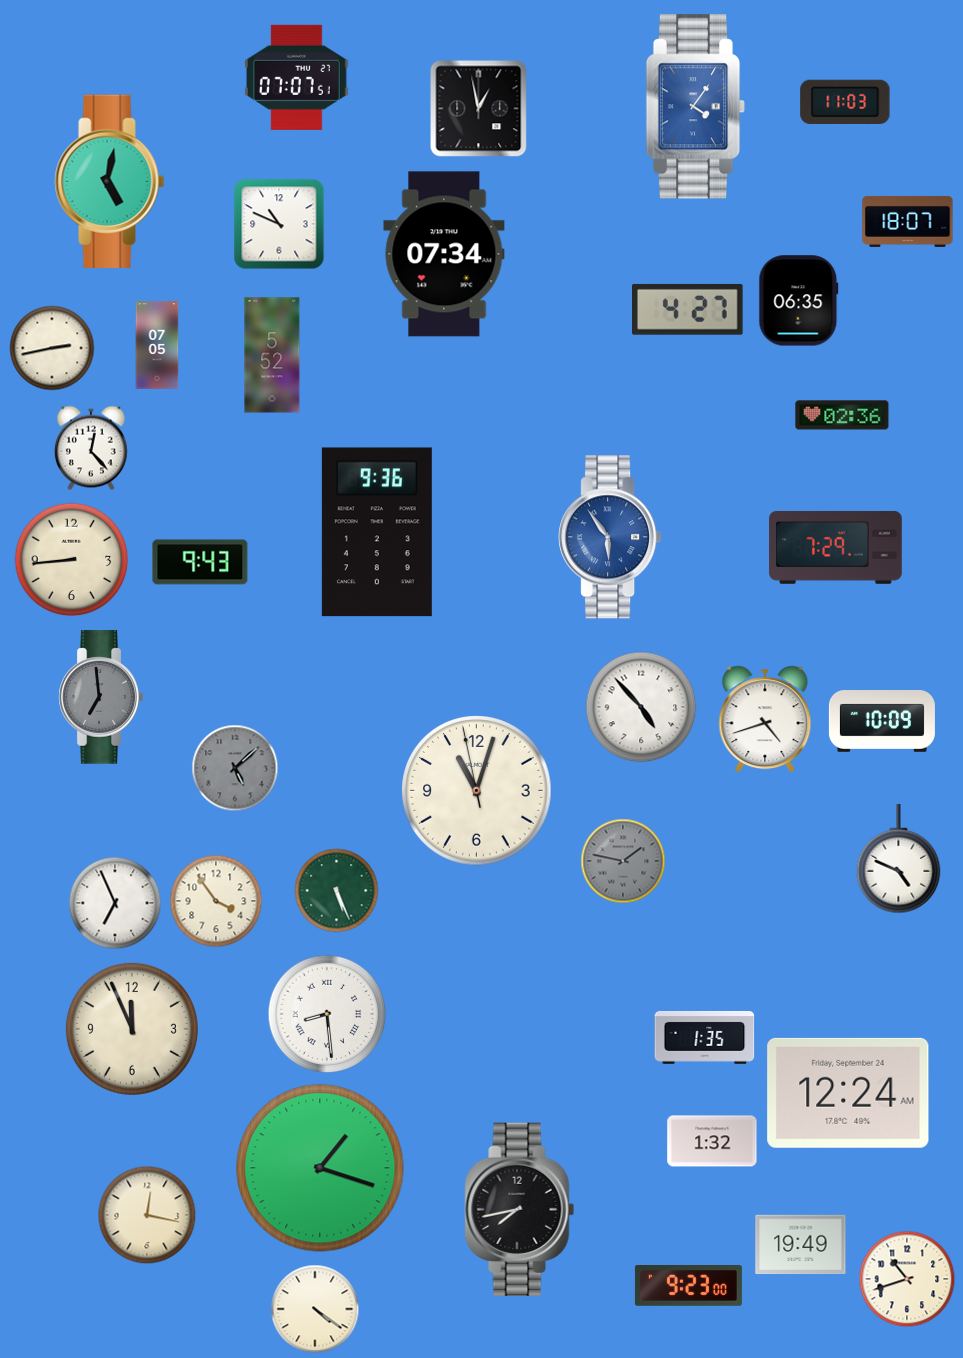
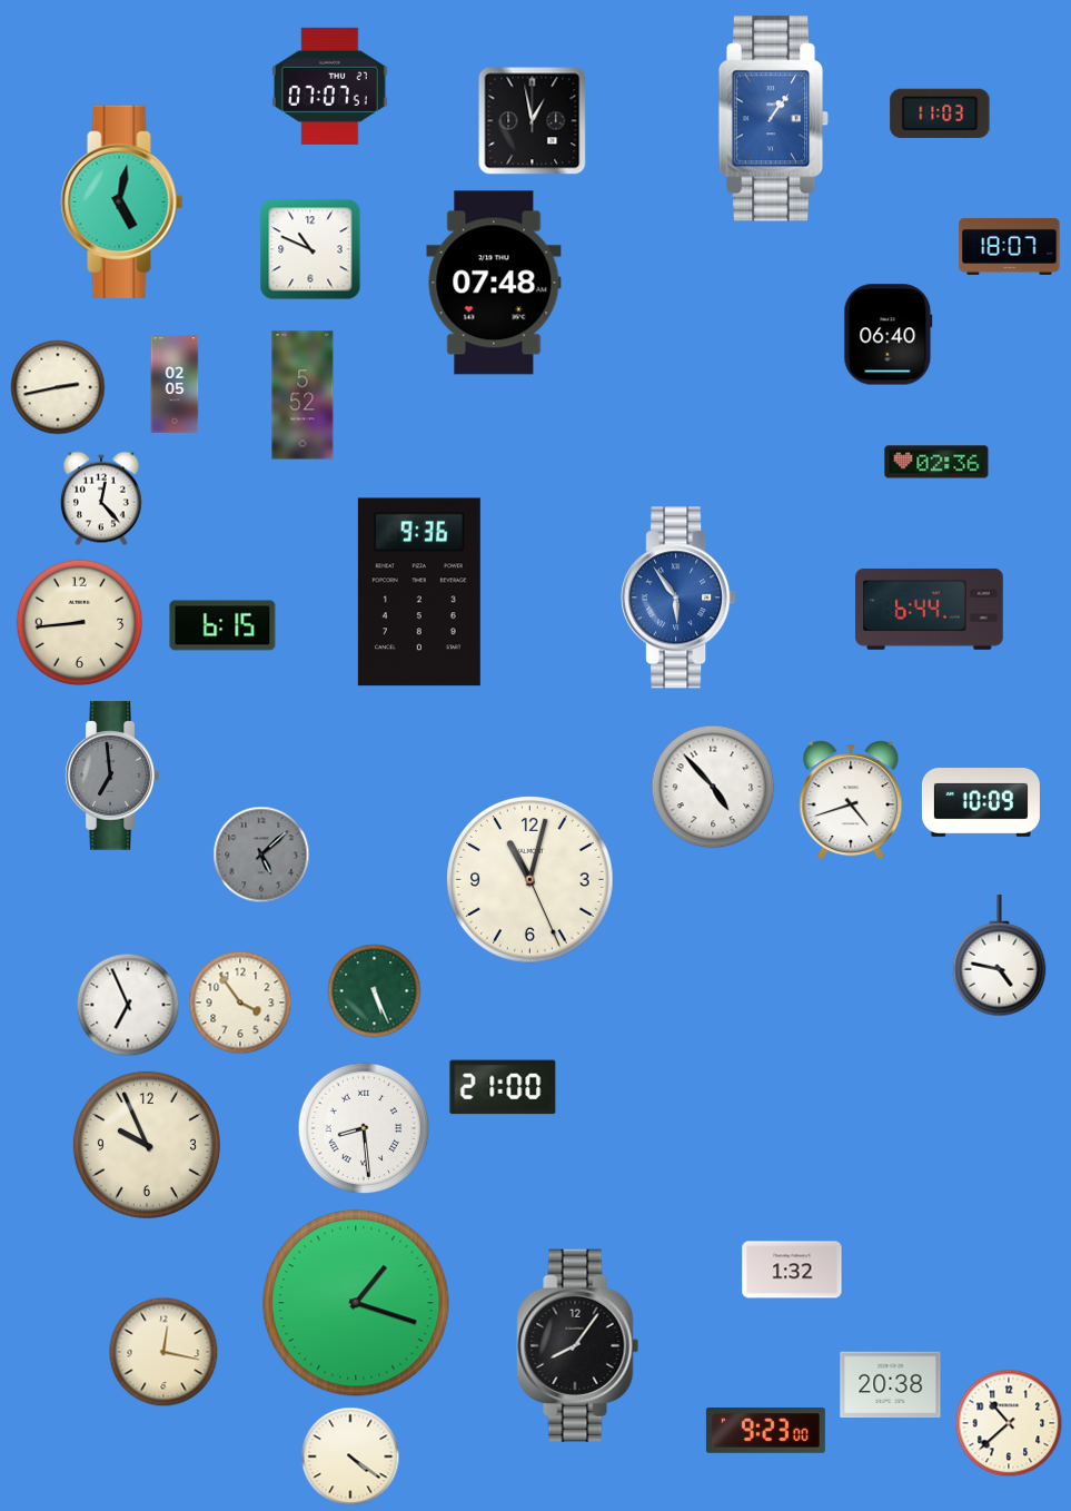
clock at (696, 107): 4:06 -> 1:06
clock at (444, 254): 07:34 -> 07:48
clock at (799, 301): 06:35 -> 06:40
clock at (688, 309): 4:27 -> none
clock at (157, 345): 07:05 -> 02:05
clock at (836, 547): 7:29 -> 6:44
clock at (200, 562): 9:43 -> 6:15
clock at (477, 791): 11:02:58 -> 11:02:26
clock at (899, 860): 4:49 -> 4:47
clock at (623, 861): 1:47 -> none
clock at (503, 1087): none -> 21:00
clock at (132, 1029): 11:56 -> 9:56
clock at (705, 1038): 1:35 -> none
clock at (848, 1093): 12:24 -> none
clock at (320, 1168) position: (320, 1168) -> (356, 1303)
clock at (520, 1209): 7:43 -> 8:06
clock at (801, 1245): 19:49 -> 20:38
clock at (907, 1279): 10:42 -> 10:38
